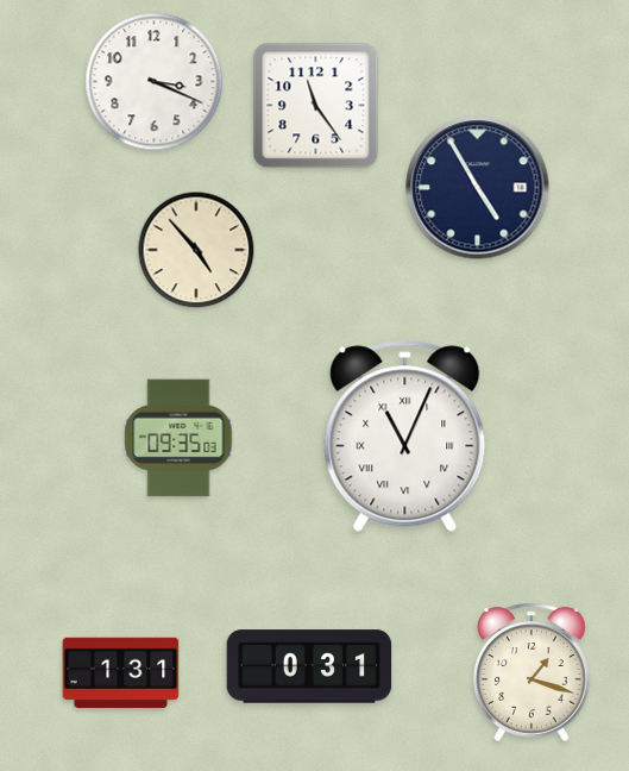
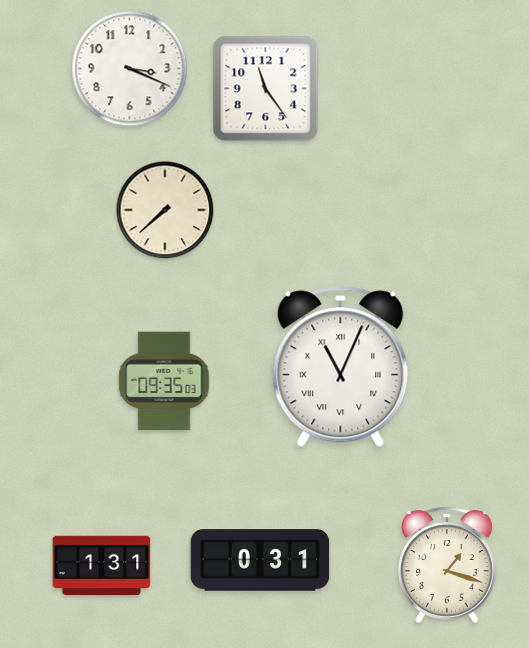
clock at (478, 188): 4:55 -> none
clock at (196, 250): 4:53 -> 7:38
clock at (178, 438) position: (178, 438) -> (164, 381)
